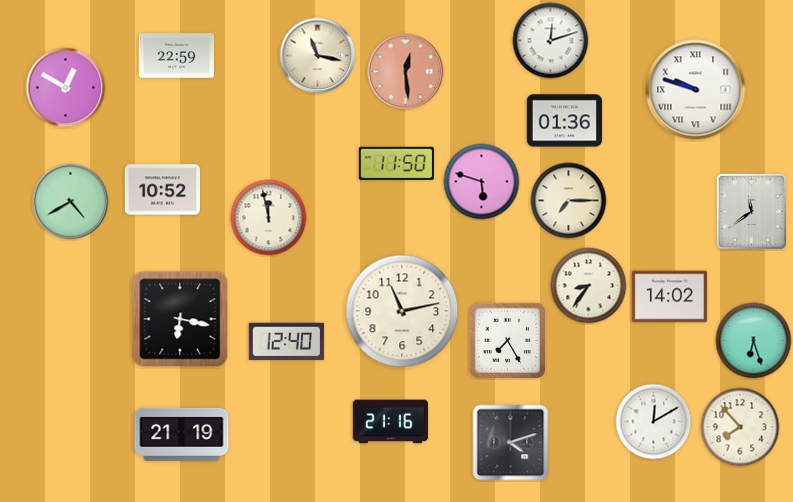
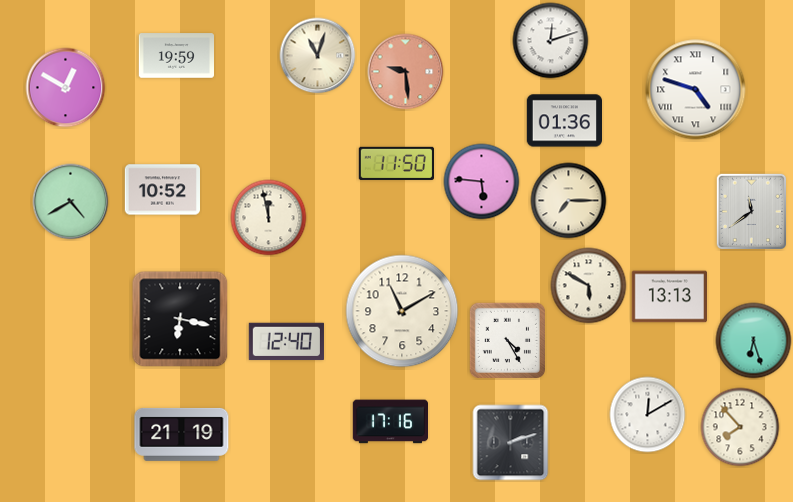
clock at (176, 56): 22:59 -> 19:59
clock at (318, 56): 11:17 -> 11:03
clock at (406, 72): 12:29 -> 9:29
clock at (696, 90): 9:48 -> 4:48
clock at (482, 182): 5:48 -> 5:46
clock at (589, 286): 8:36 -> 5:50
clock at (669, 297): 14:02 -> 13:13
clock at (402, 311): 11:13 -> 11:10
clock at (507, 340): 7:25 -> 4:25
clock at (390, 422): 21:16 -> 17:16
clock at (654, 422) position: (654, 422) -> (648, 415)
clock at (511, 443): 4:12 -> 2:12
